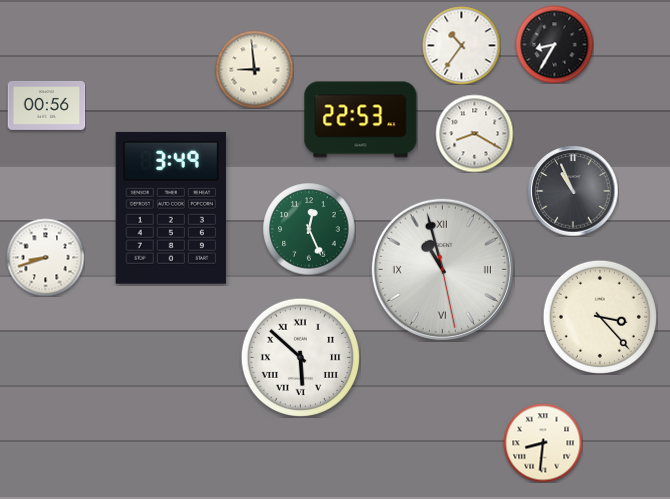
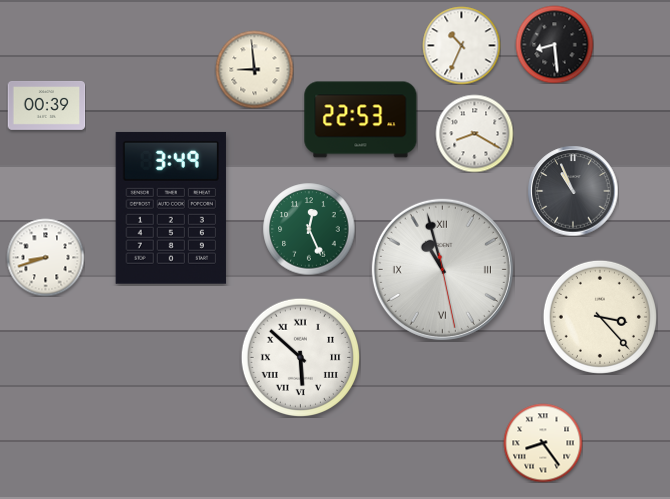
clock at (554, 44): 8:35 -> 8:29
clock at (461, 45): 10:36 -> 10:34
clock at (46, 105): 00:56 -> 00:39
clock at (543, 443): 8:31 -> 8:24
